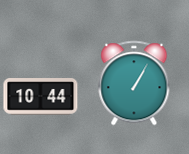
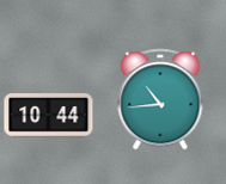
clock at (134, 83): 1:05 -> 10:44
